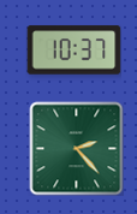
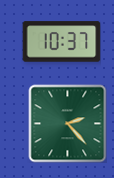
clock at (76, 148) position: (76, 148) -> (67, 123)
